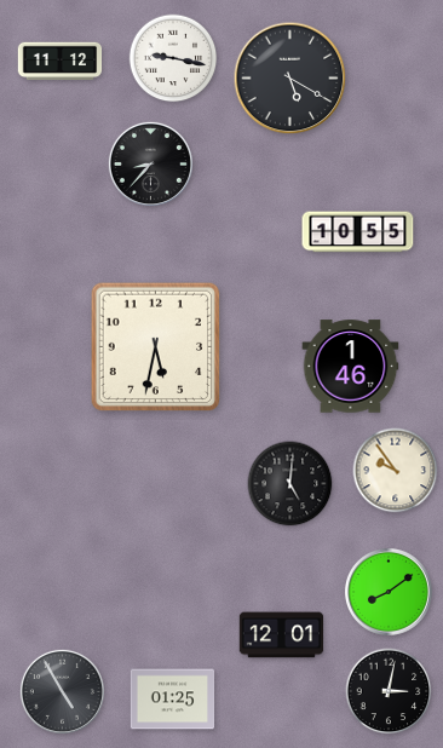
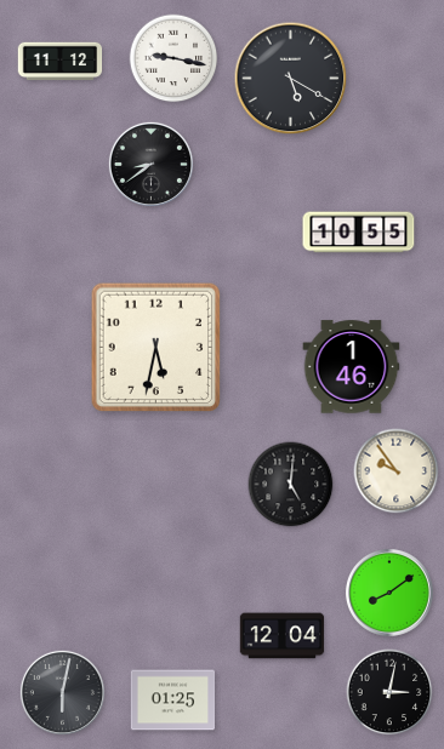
clock at (150, 163): 8:37 -> 8:39
clock at (282, 635): 12:01 -> 12:04
clock at (62, 691): 4:55 -> 6:02
